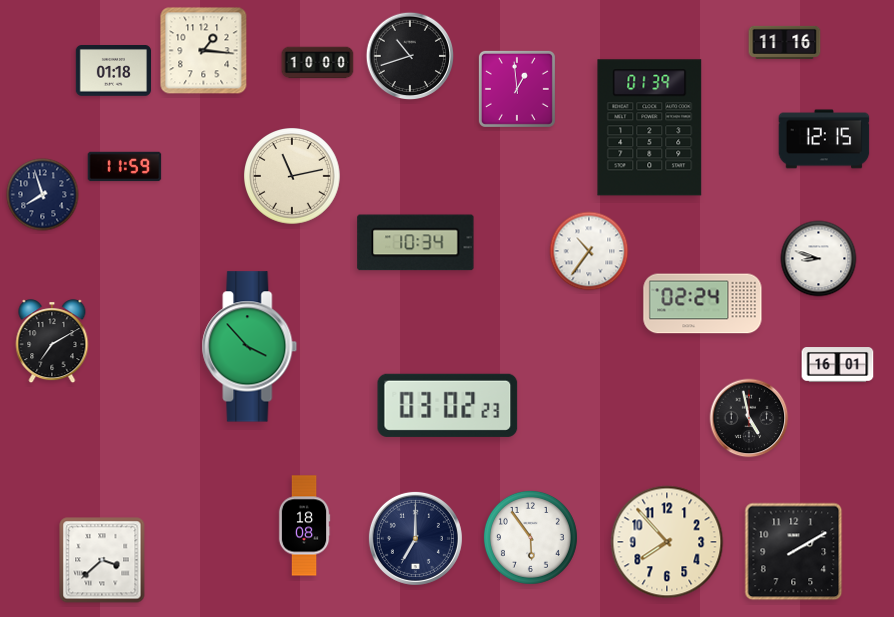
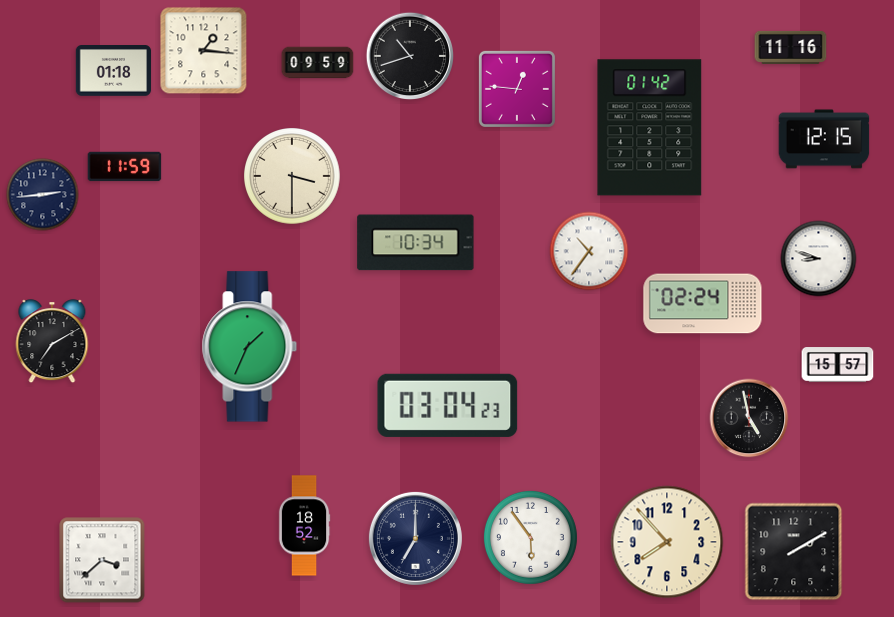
clock at (785, 42) position: (785, 42) -> (791, 47)
clock at (318, 63): 10:00 -> 09:59
clock at (517, 89): 12:59 -> 12:46
clock at (650, 128): 01:39 -> 01:42
clock at (293, 177): 11:13 -> 3:30
clock at (43, 195): 7:57 -> 2:44
clock at (250, 347): 3:53 -> 1:34
clock at (838, 365): 16:01 -> 15:57
clock at (448, 405): 03:02 -> 03:04
clock at (304, 526): 18:08 -> 18:52
